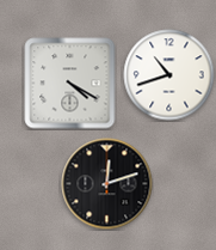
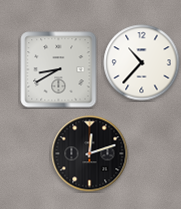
clock at (169, 75): 10:42 -> 10:37
clock at (70, 84): 4:20 -> 8:40
